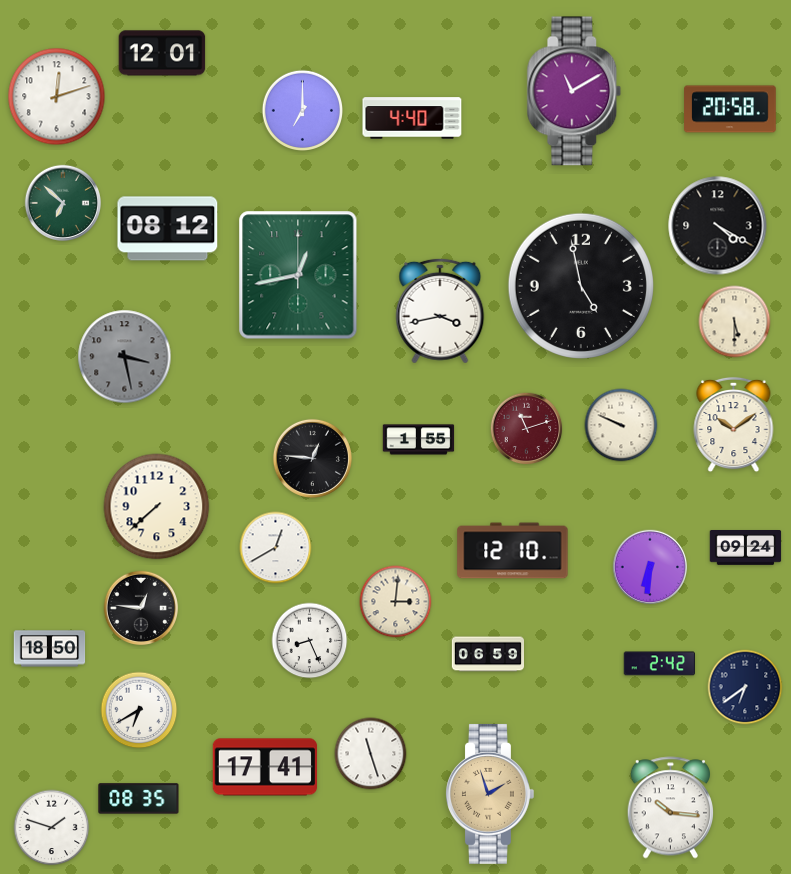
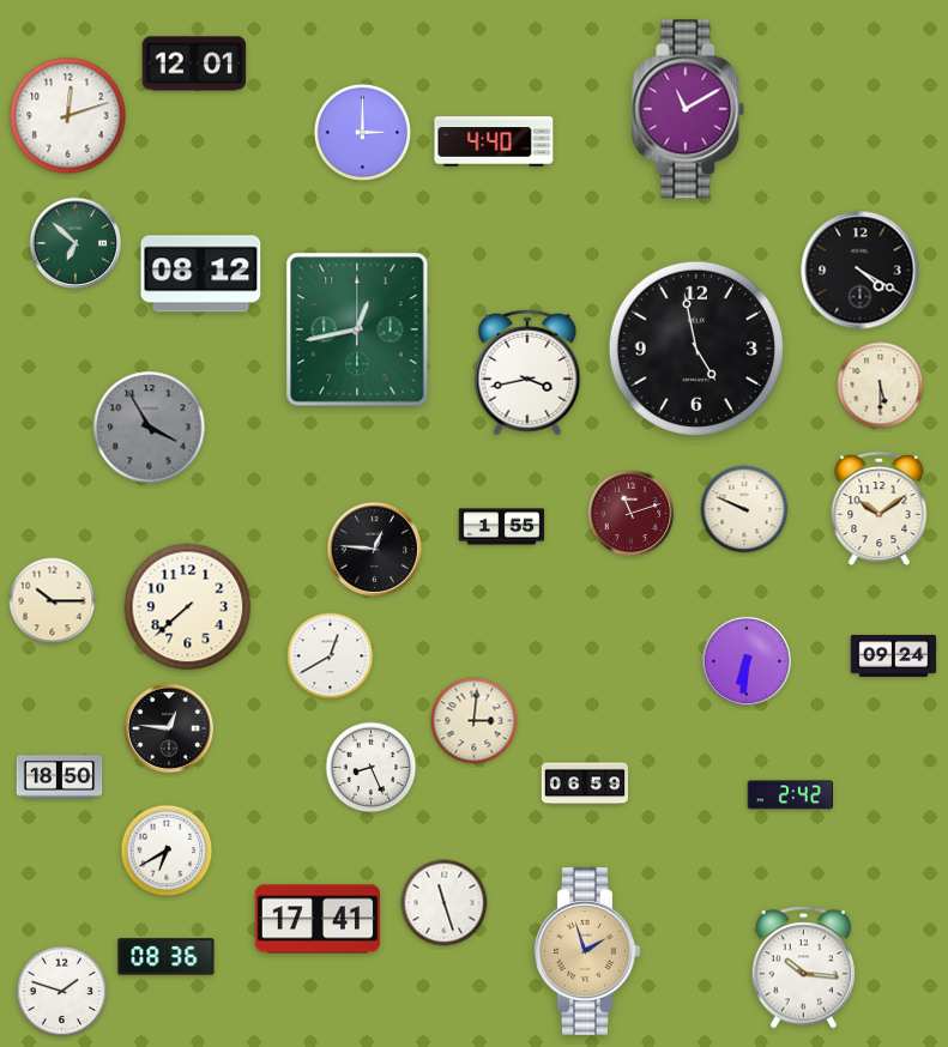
clock at (730, 109): 20:58 -> none
clock at (302, 110): 7:00 -> 3:00
clock at (581, 286) position: (581, 286) -> (696, 349)
clock at (125, 357): 3:28 -> 3:55
clock at (53, 601): none -> 10:15
clock at (513, 551): 12:10 -> none
clock at (650, 567) position: (650, 567) -> (747, 661)
clock at (745, 687): 6:39 -> none
clock at (139, 799): 08:35 -> 08:36
